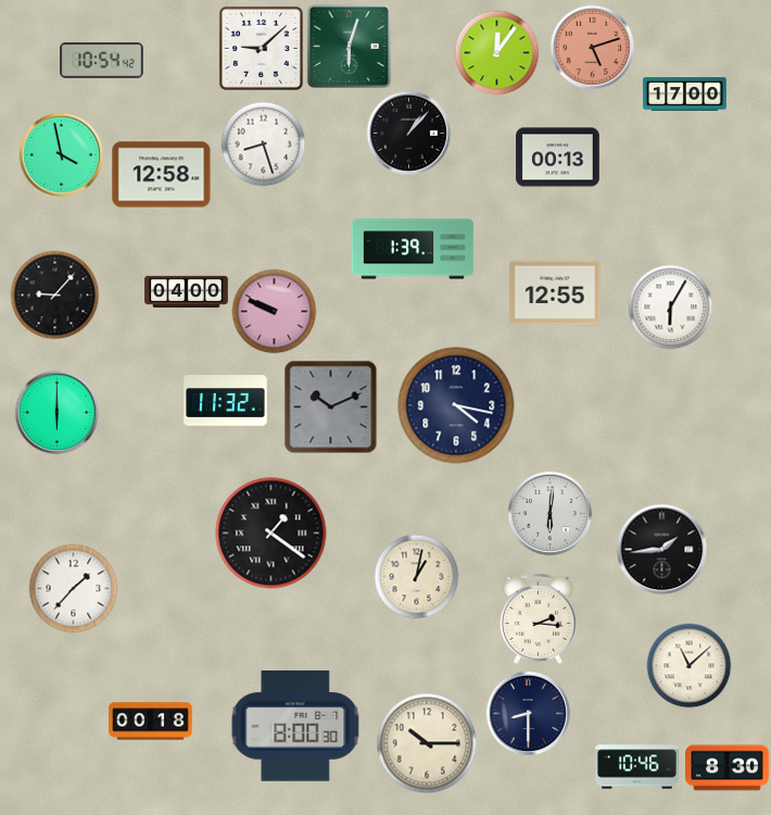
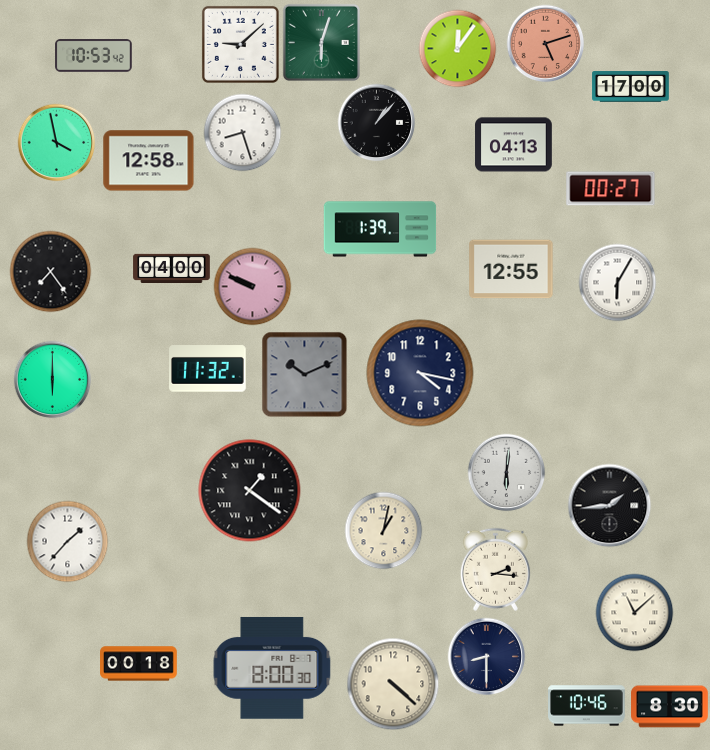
clock at (102, 61): 10:54 -> 10:53
clock at (558, 158): 00:13 -> 04:13
clock at (611, 189): none -> 00:27
clock at (54, 294): 9:07 -> 7:24
clock at (427, 743): 10:15 -> 4:22
